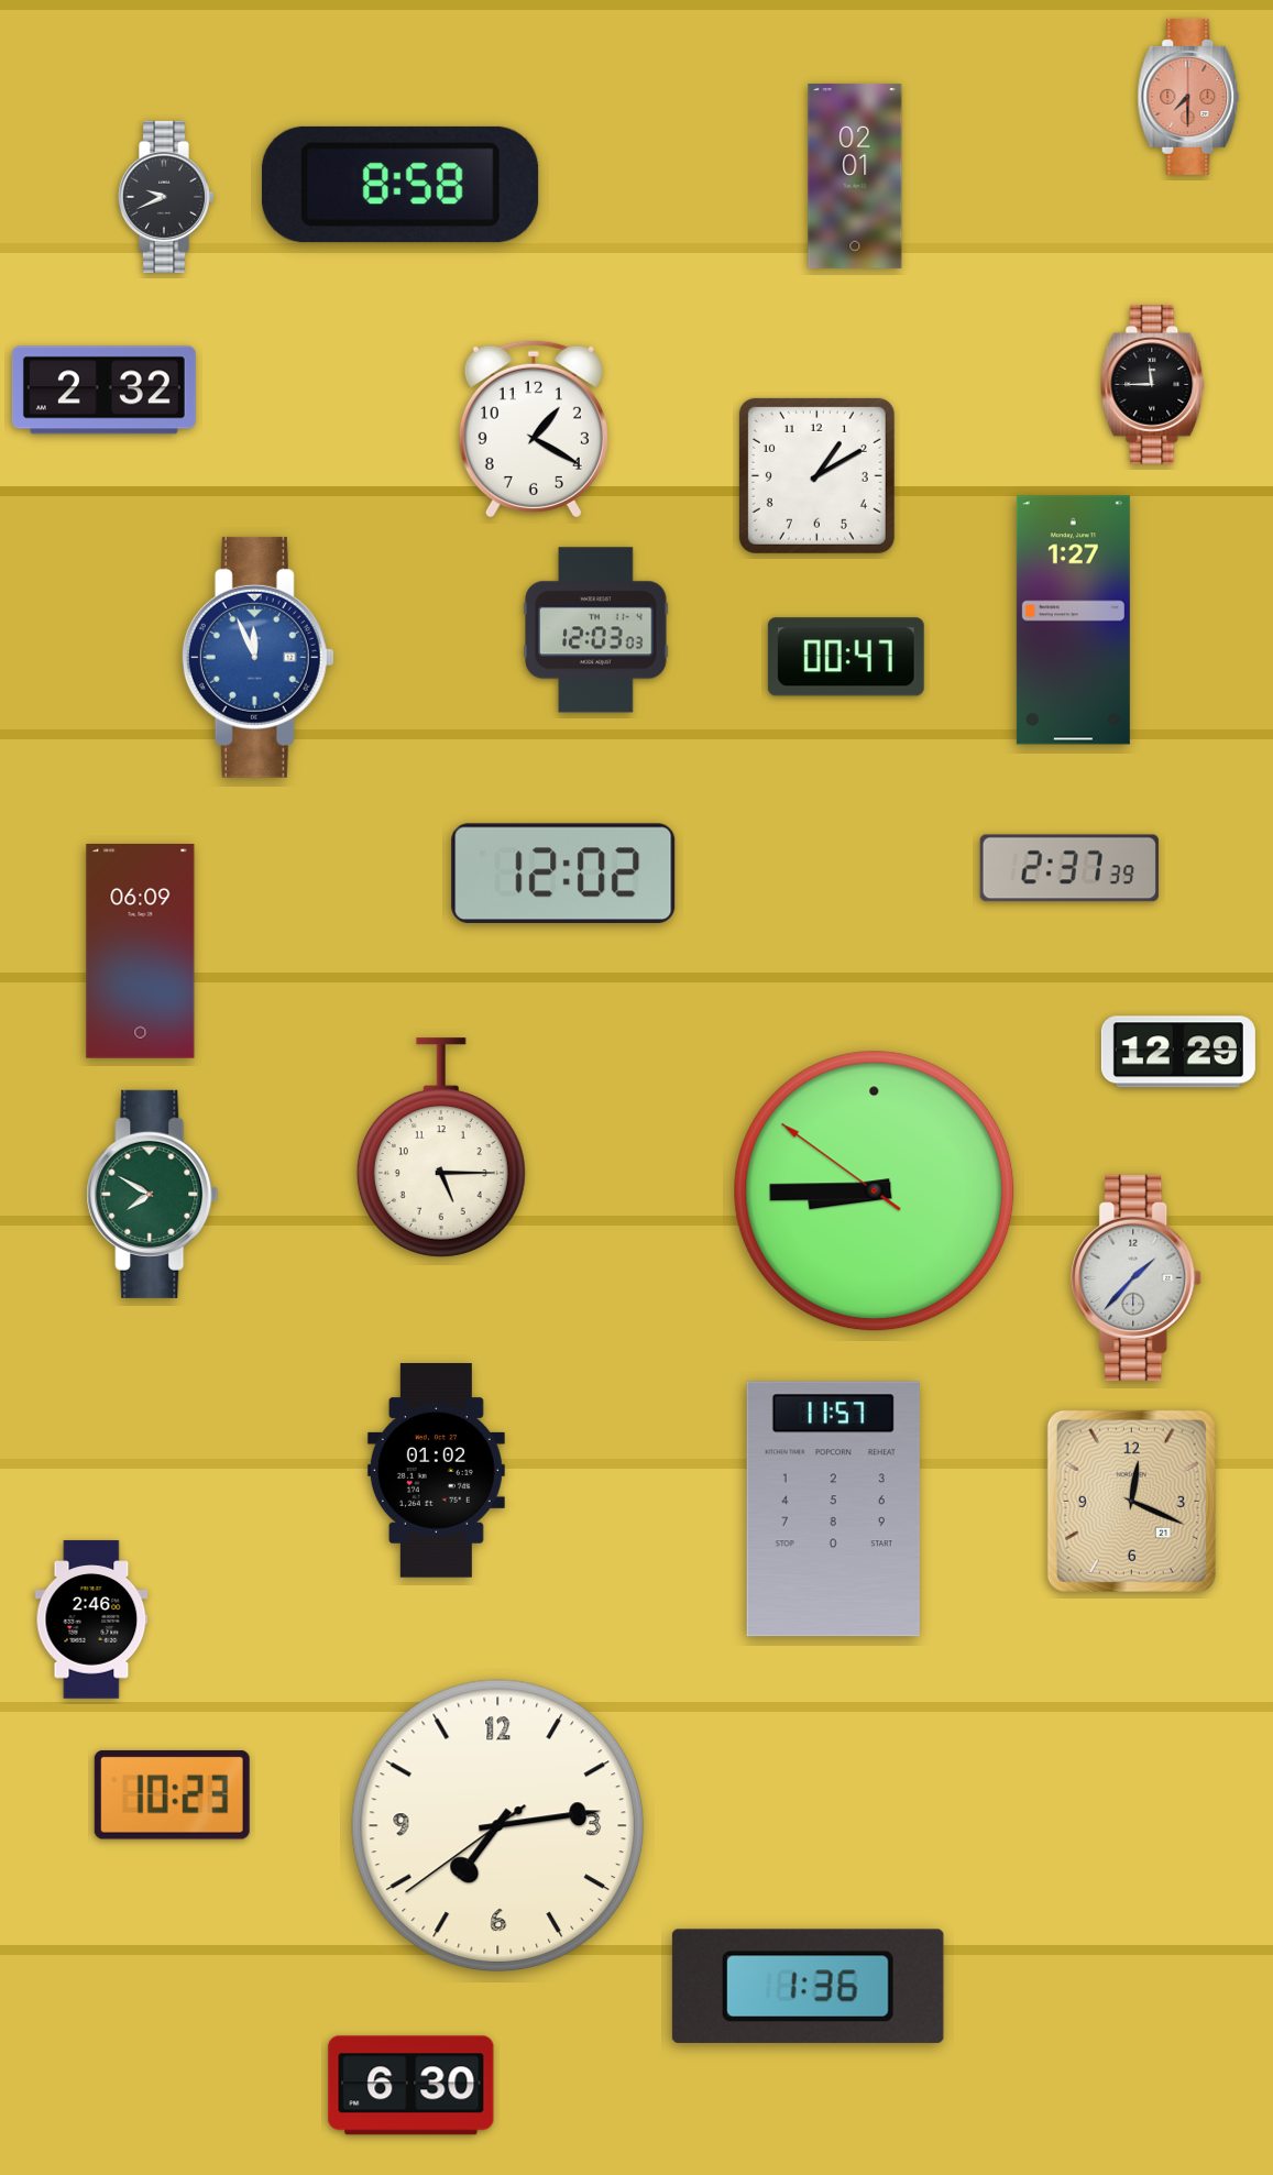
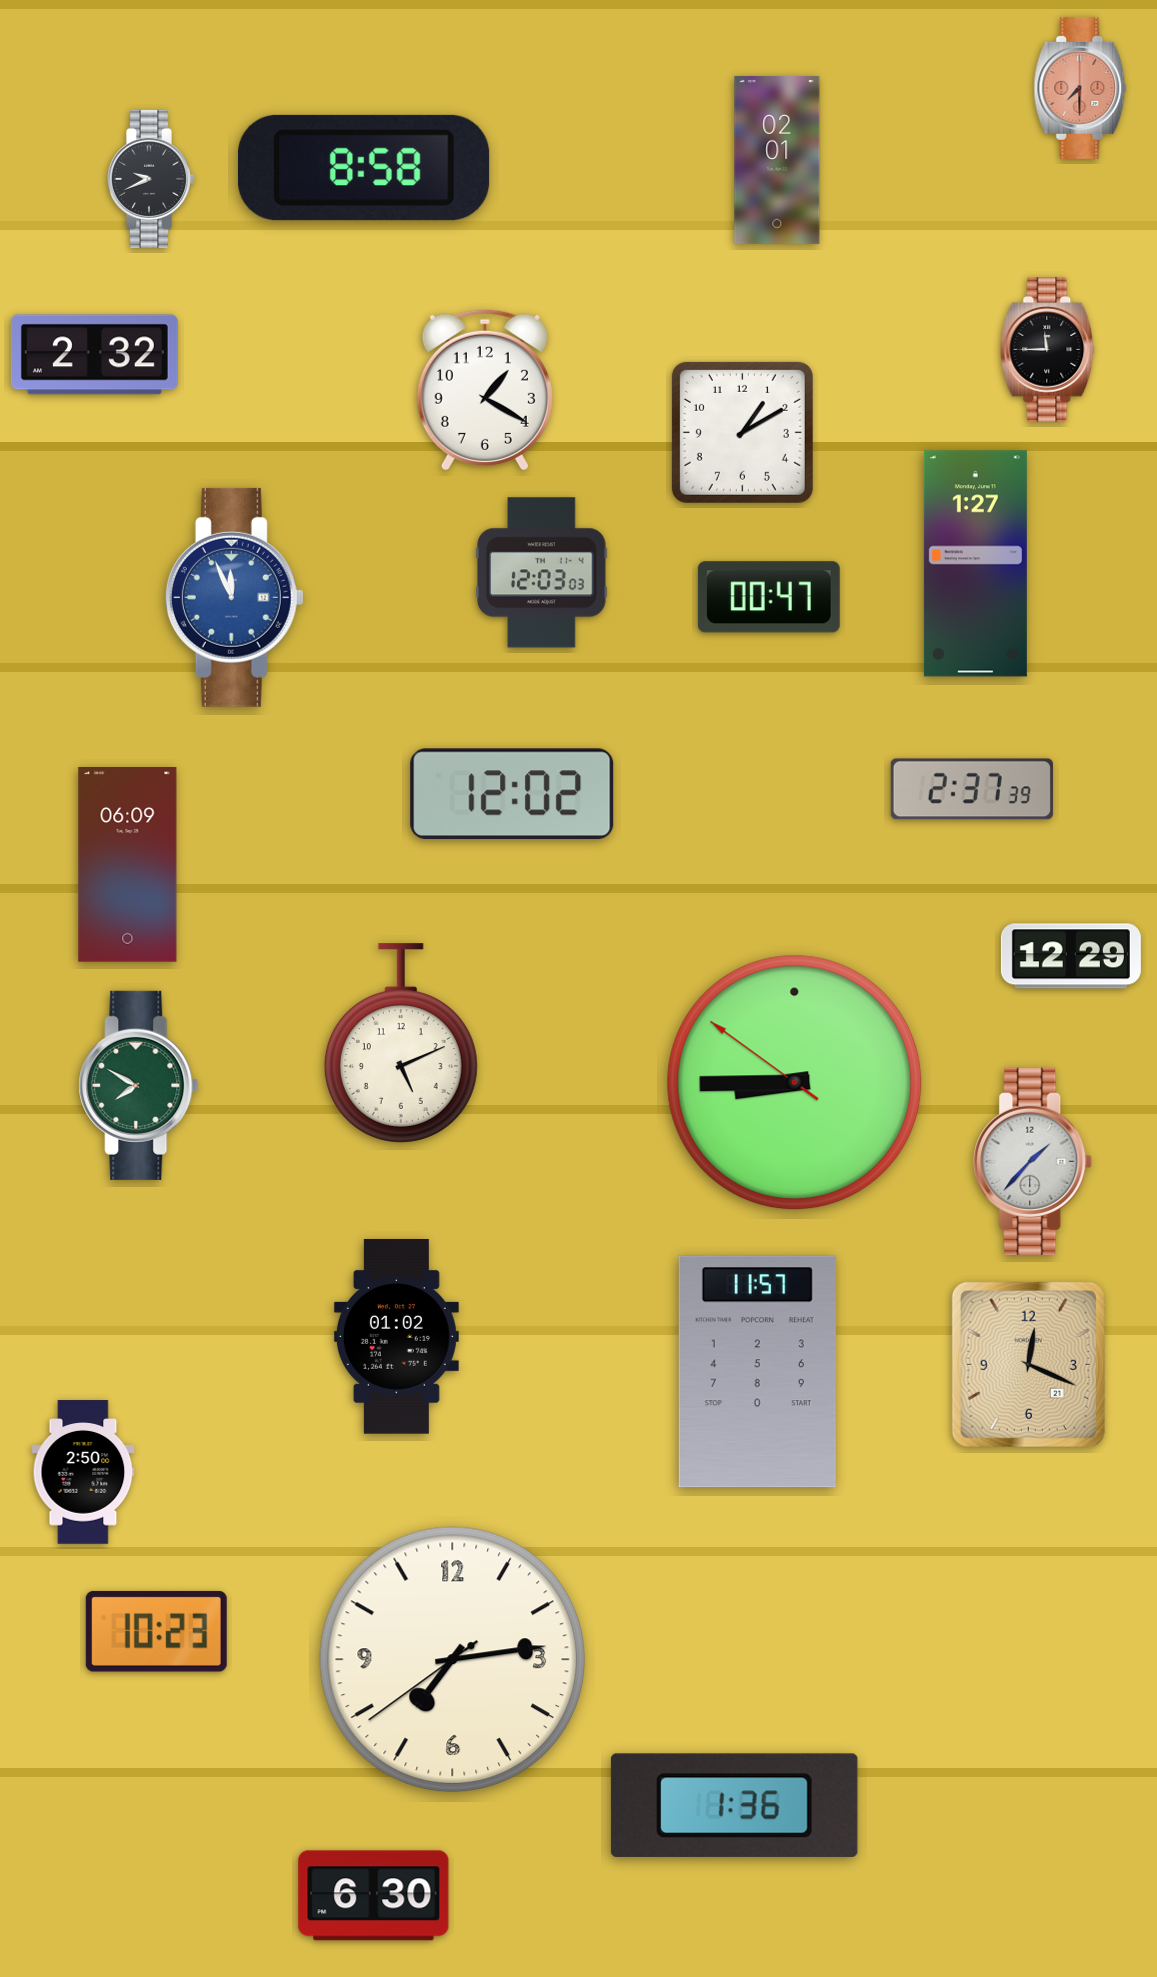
clock at (441, 1147): 5:15 -> 5:11
clock at (91, 1619): 2:46 -> 2:50
